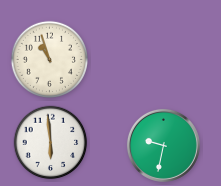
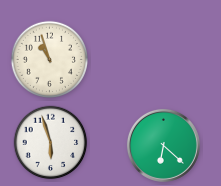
clock at (51, 143): 5:59 -> 5:57
clock at (163, 145): 9:32 -> 6:22
